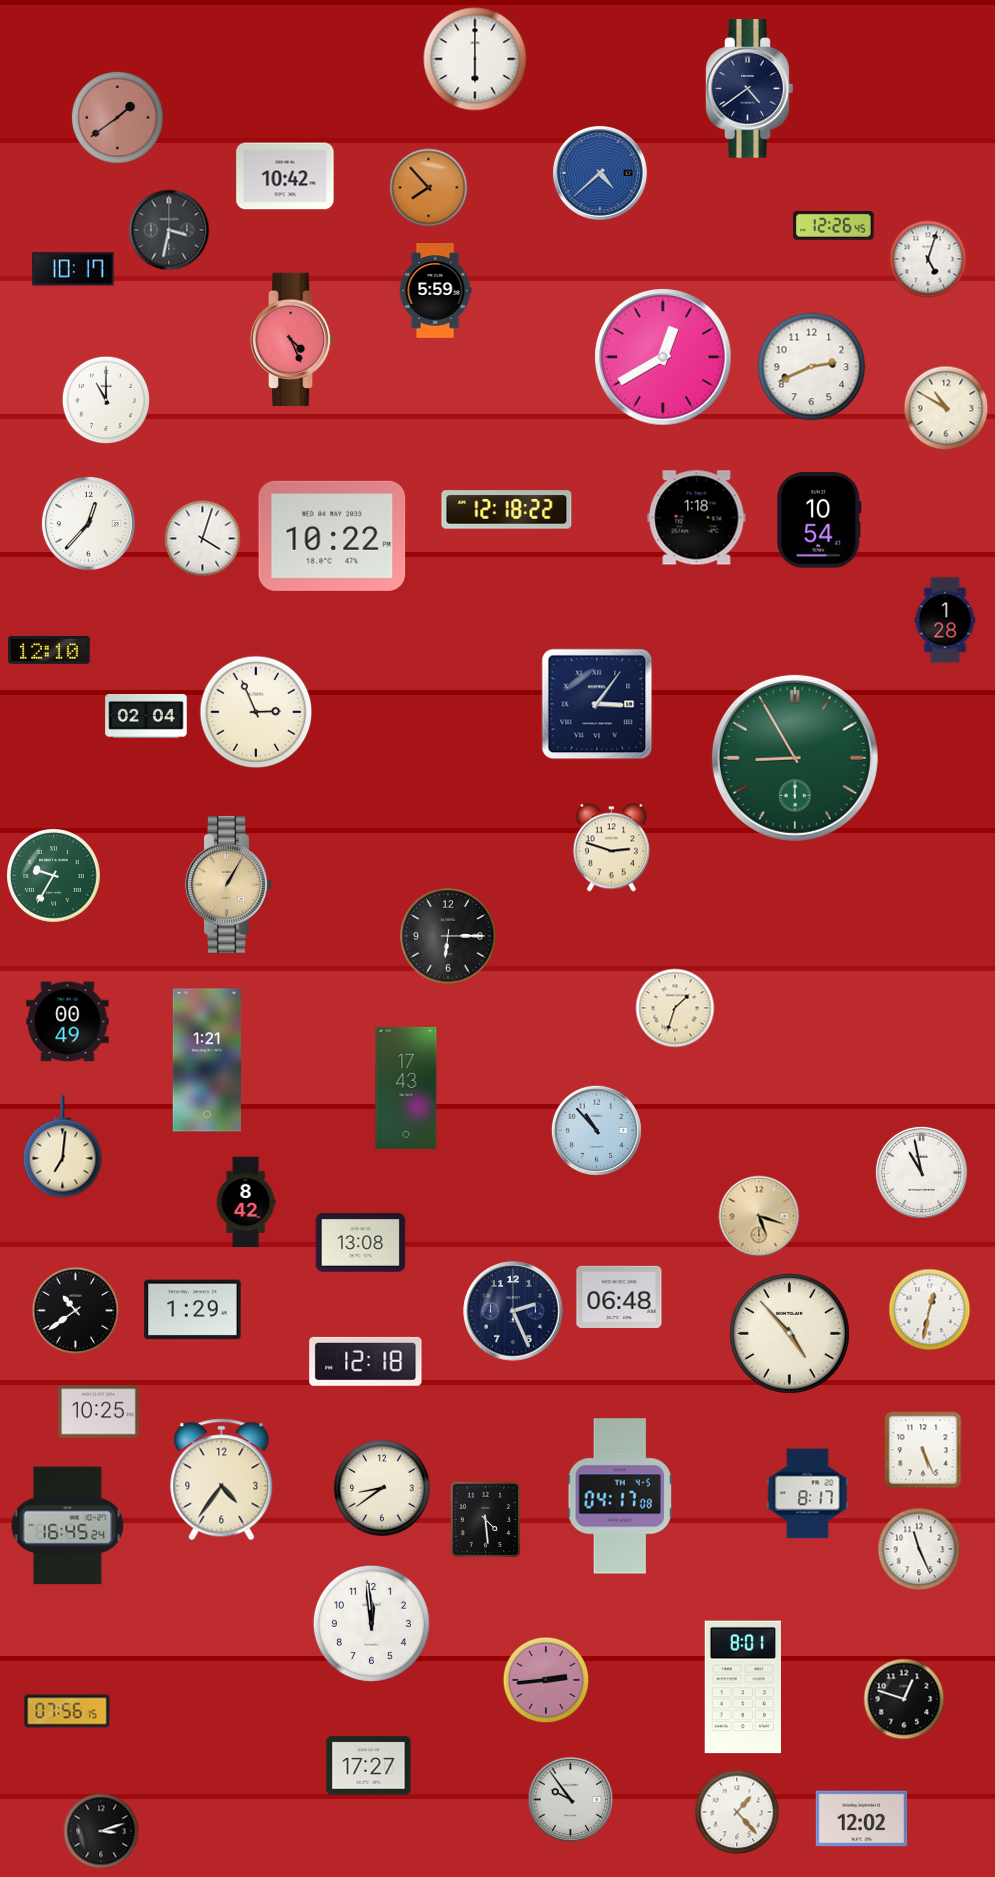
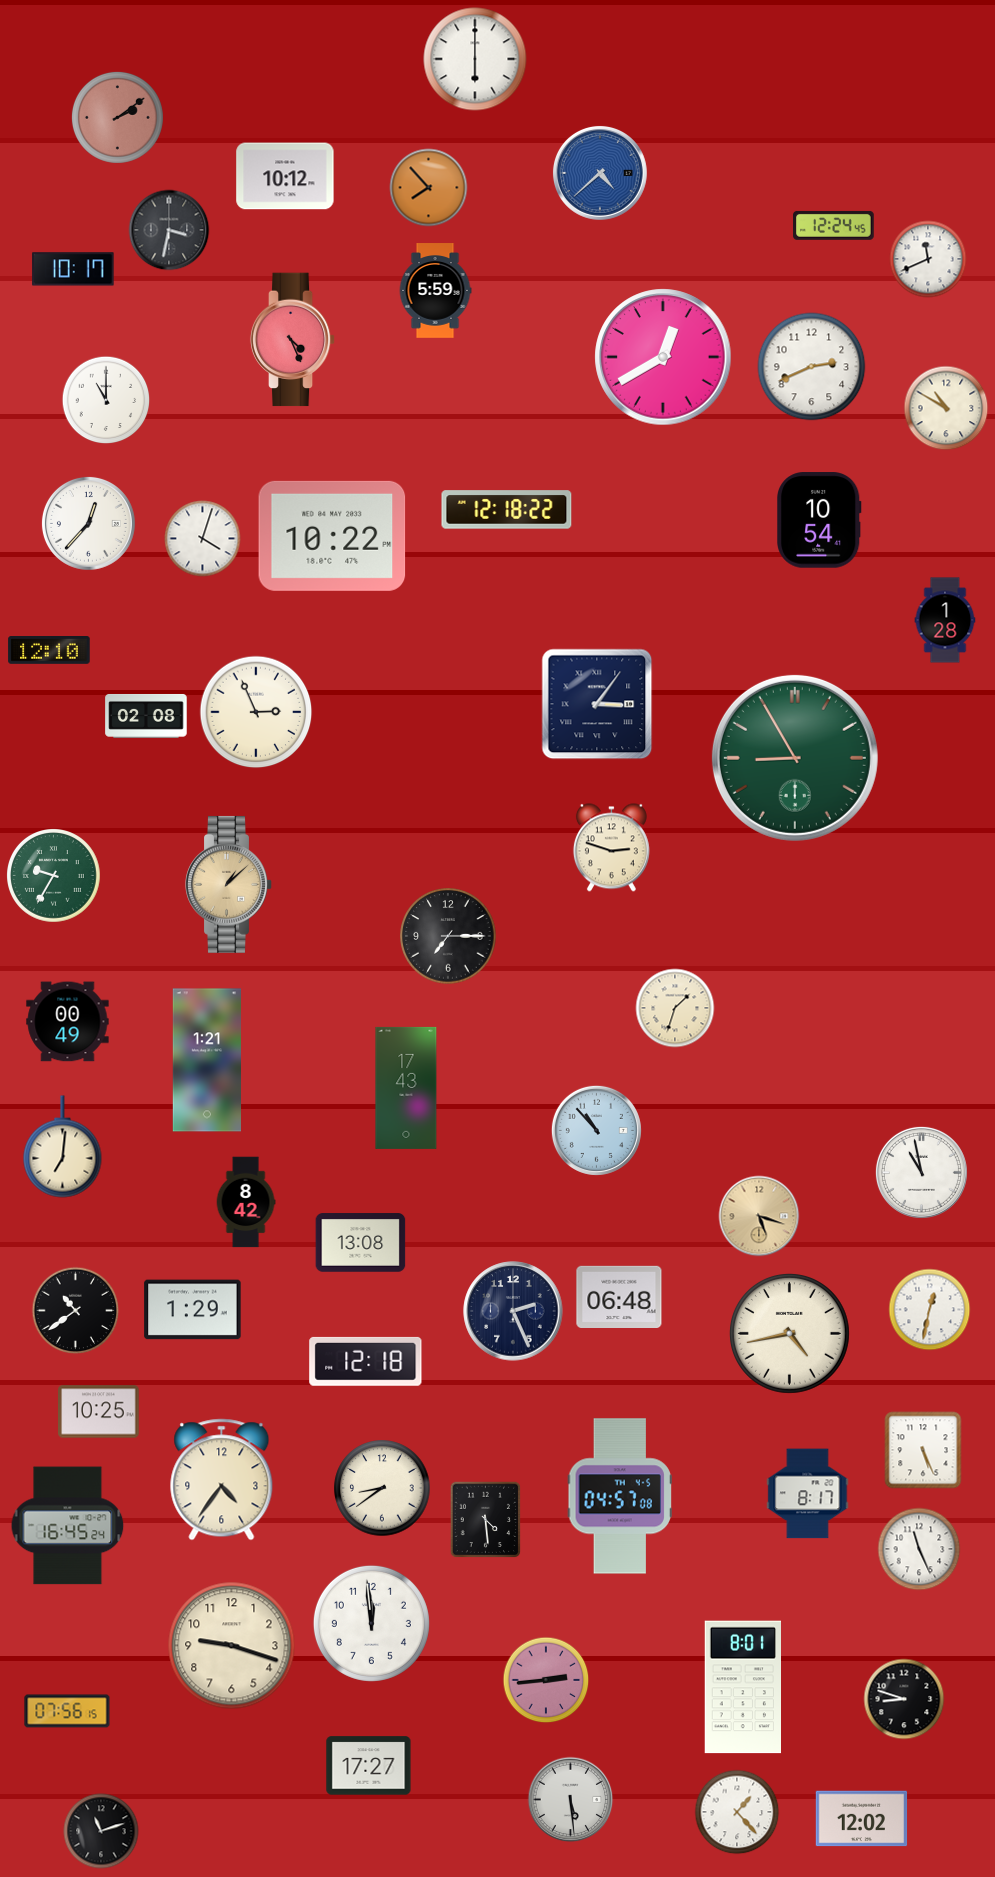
clock at (750, 89): 4:39 -> none
clock at (117, 117): 1:39 -> 2:09
clock at (285, 176): 10:42 -> 10:12
clock at (834, 225): 12:26 -> 12:24
clock at (928, 259): 5:03 -> 11:41
clock at (697, 518): 1:18 -> none
clock at (146, 716): 02:04 -> 02:08
clock at (229, 884): 1:05 -> 1:08
clock at (448, 936): 6:15 -> 7:15
clock at (790, 1334): 4:53 -> 4:43
clock at (620, 1496): 04:17 -> 04:57
clock at (232, 1646): none -> 9:18
clock at (904, 1699): 12:48 -> 8:48
clock at (571, 1800): 9:54 -> 5:29
clock at (101, 1831): 3:12 -> 11:12
